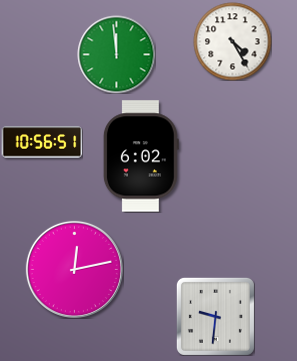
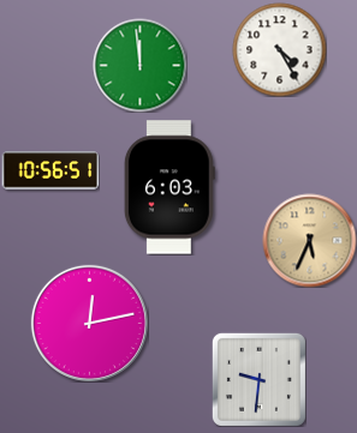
clock at (141, 156): 6:02 -> 6:03
clock at (309, 240): none -> 5:34
